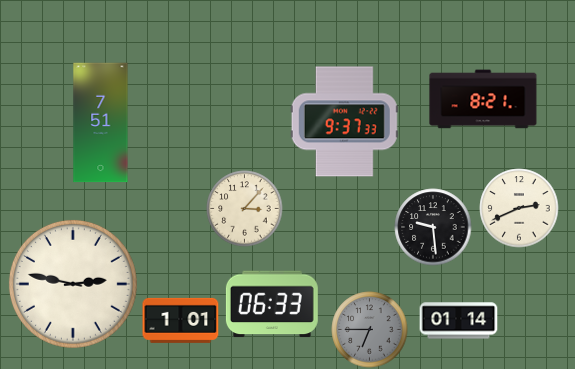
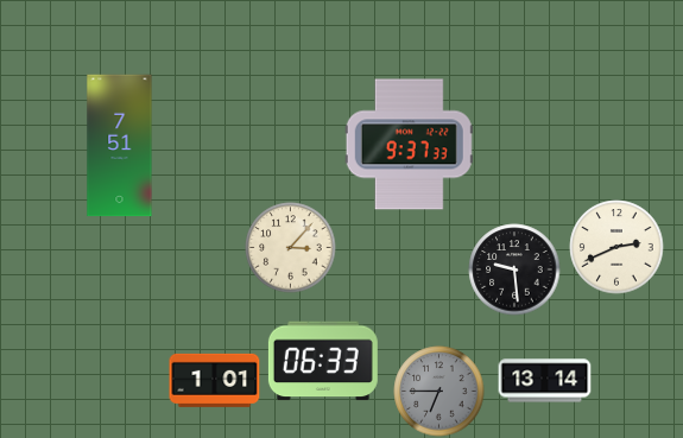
clock at (483, 99): 8:21 -> none
clock at (73, 284): 2:47 -> none
clock at (459, 321): 01:14 -> 13:14
